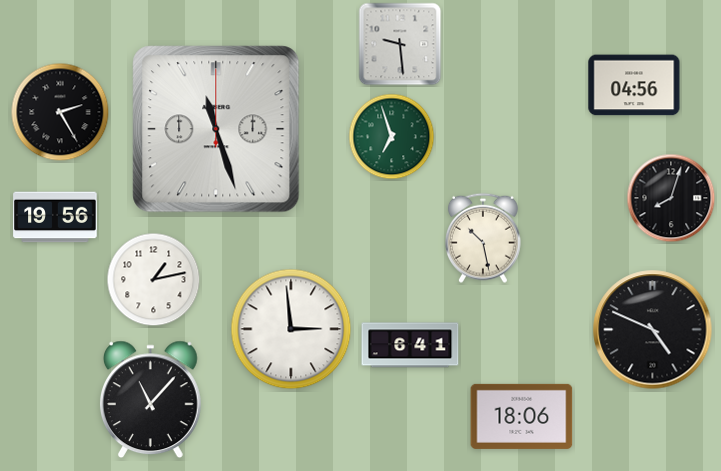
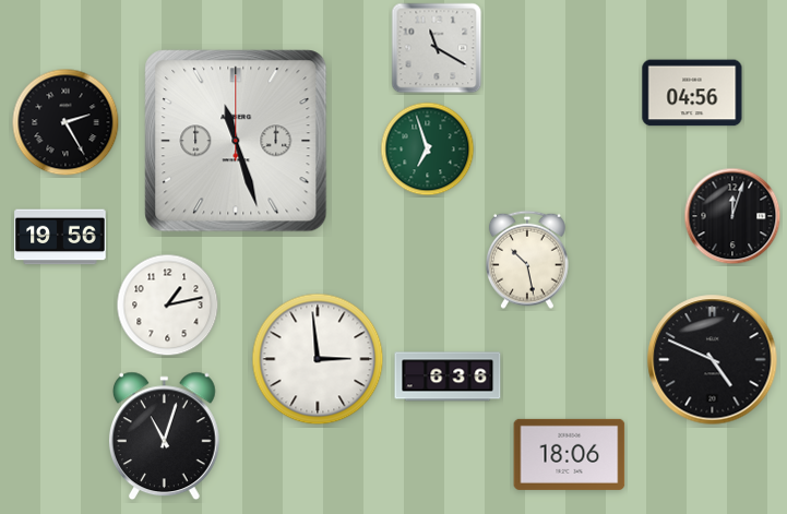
clock at (400, 44): 9:29 -> 11:20
clock at (671, 198): 8:03 -> 12:03
clock at (410, 345): 6:41 -> 6:36
clock at (151, 400): 11:07 -> 11:03
